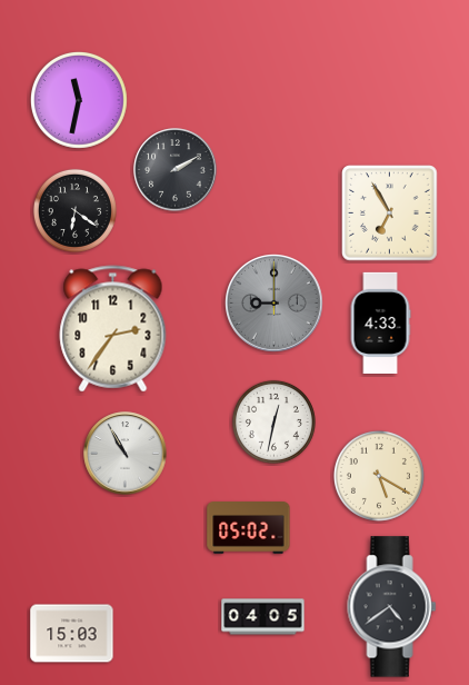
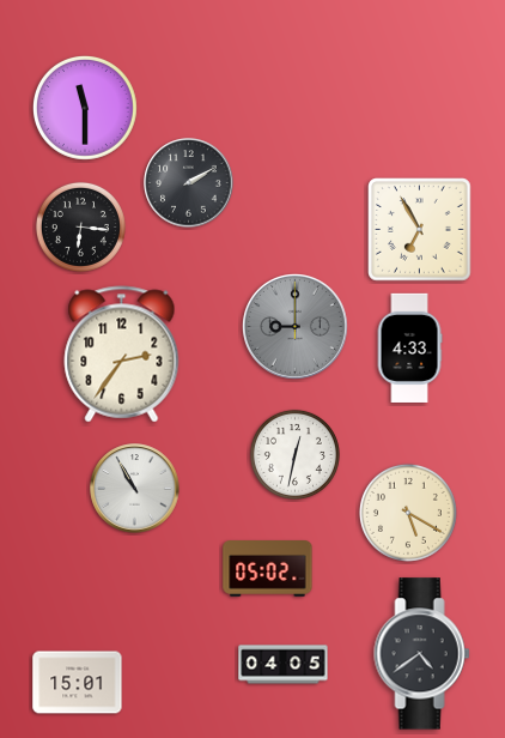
clock at (79, 100): 11:32 -> 11:30
clock at (74, 210): 6:21 -> 6:16
clock at (72, 634): 15:03 -> 15:01
